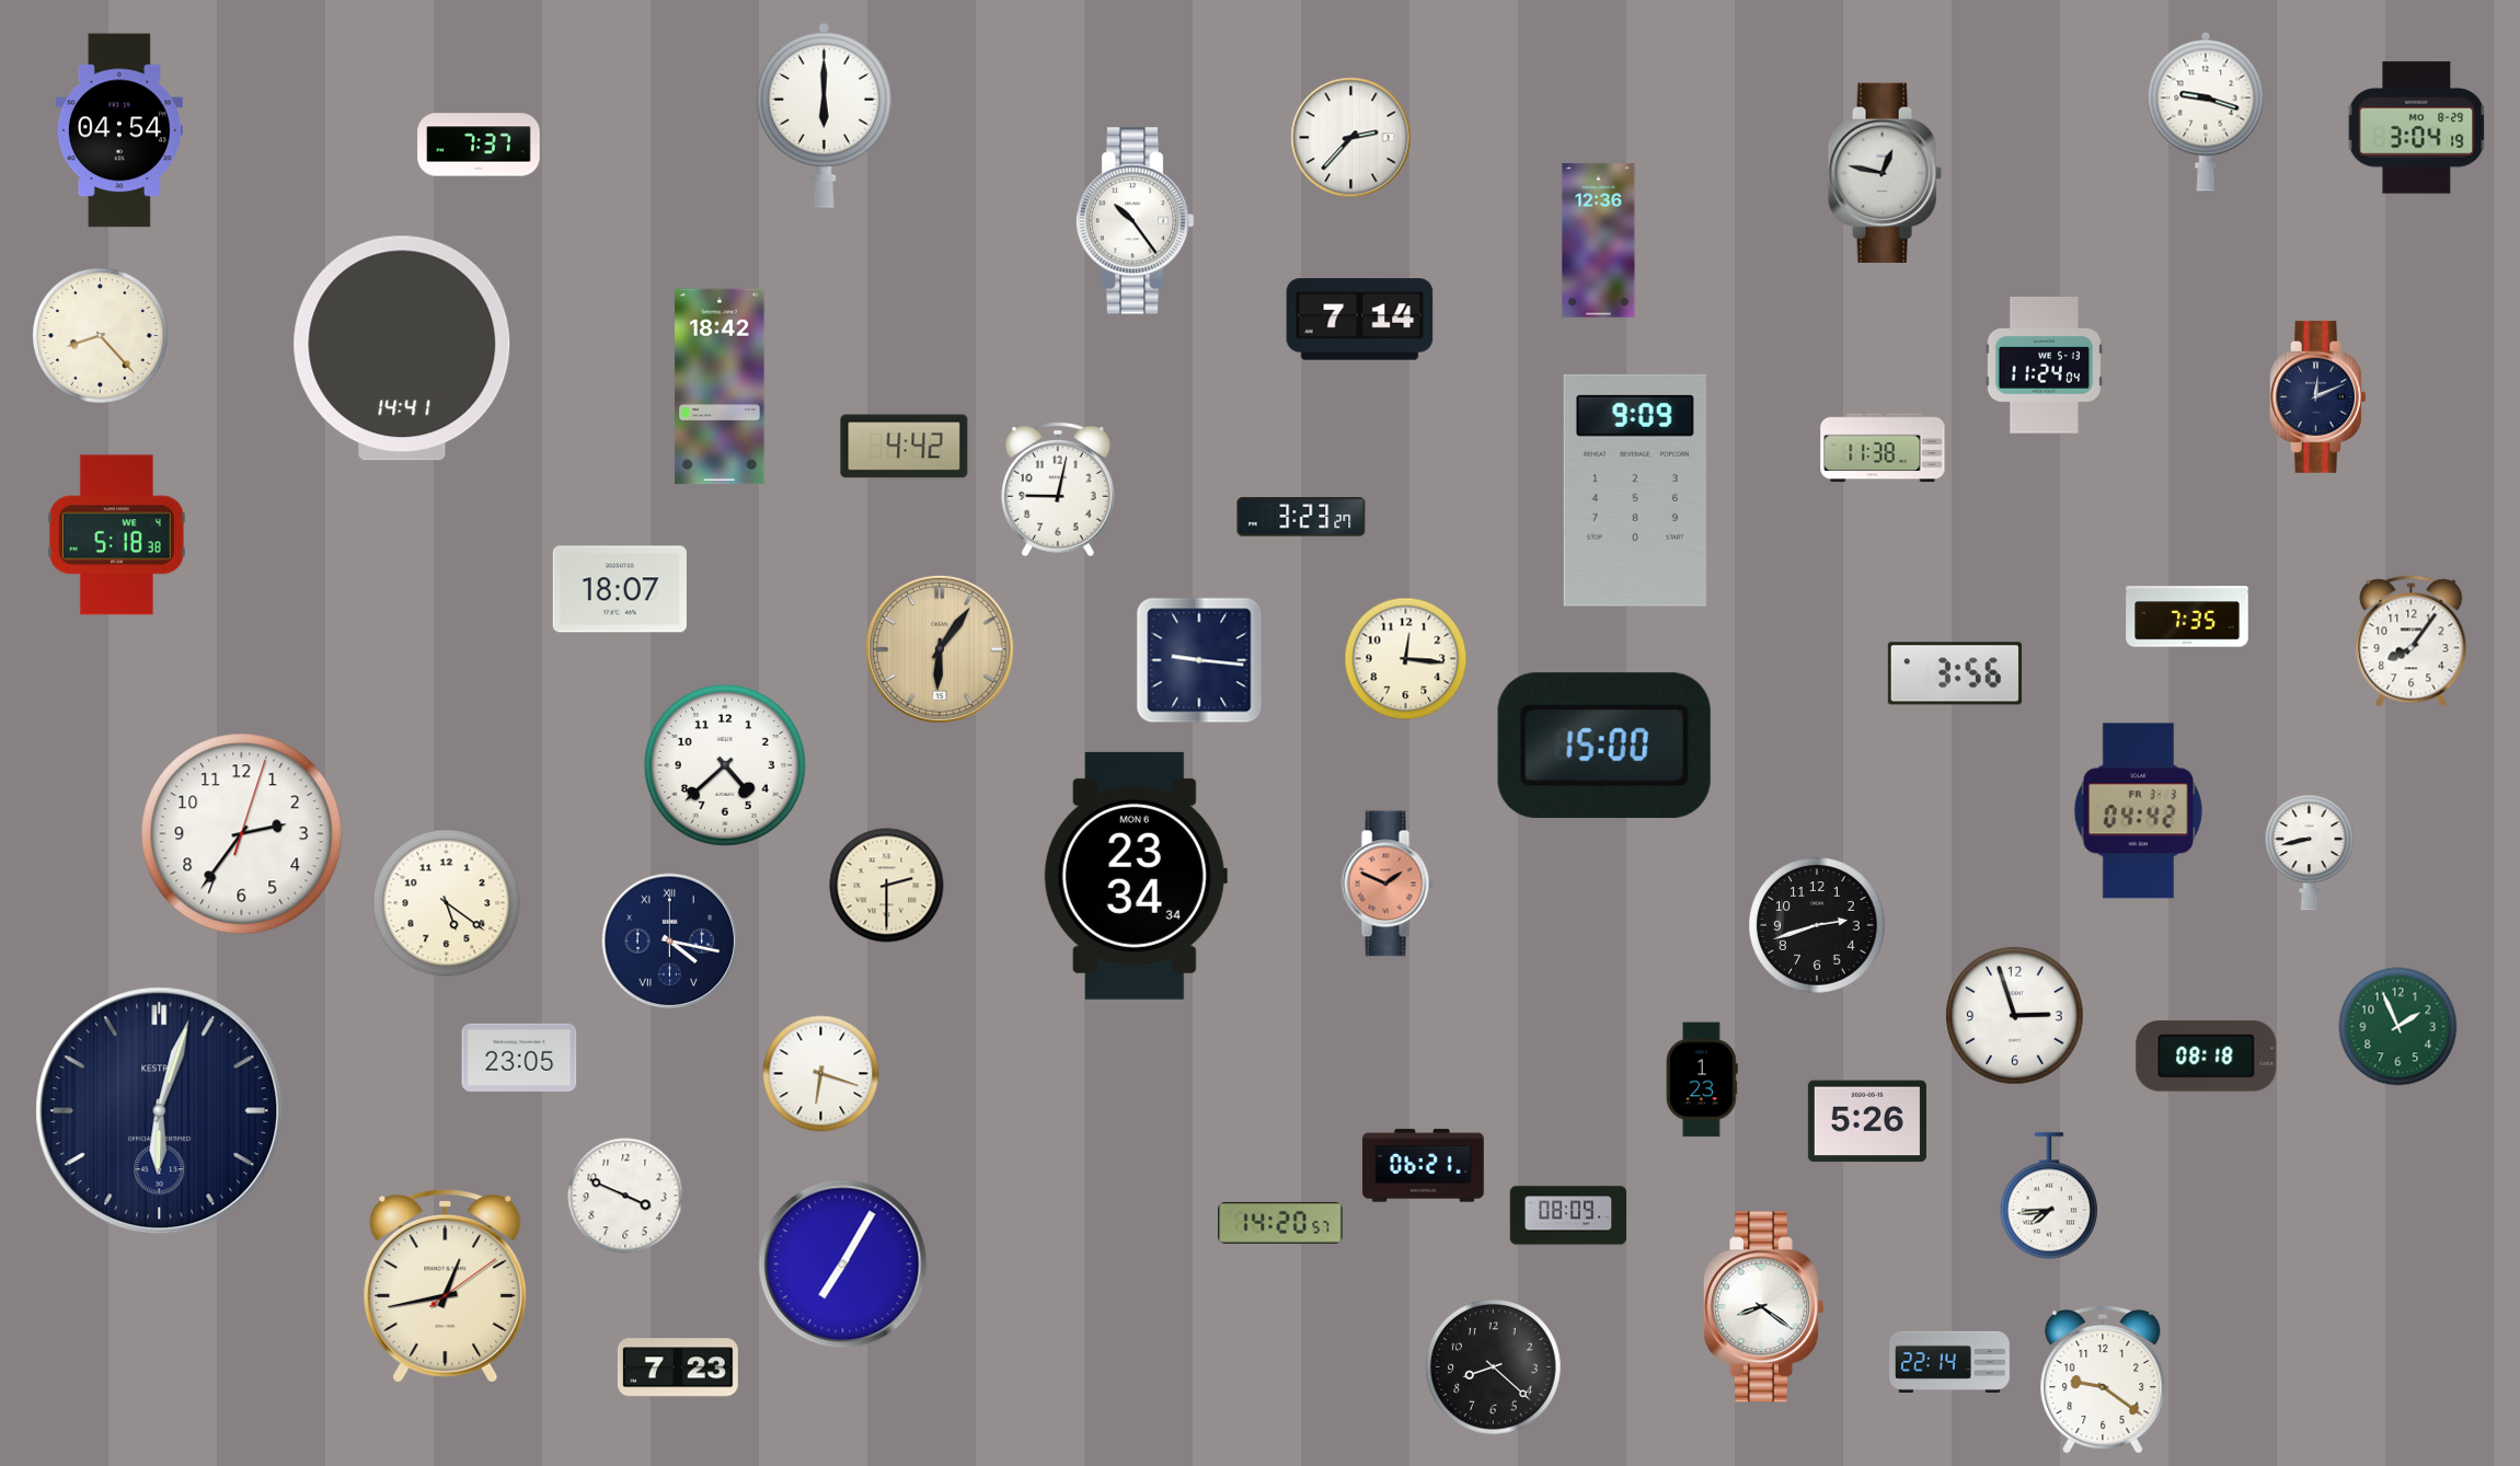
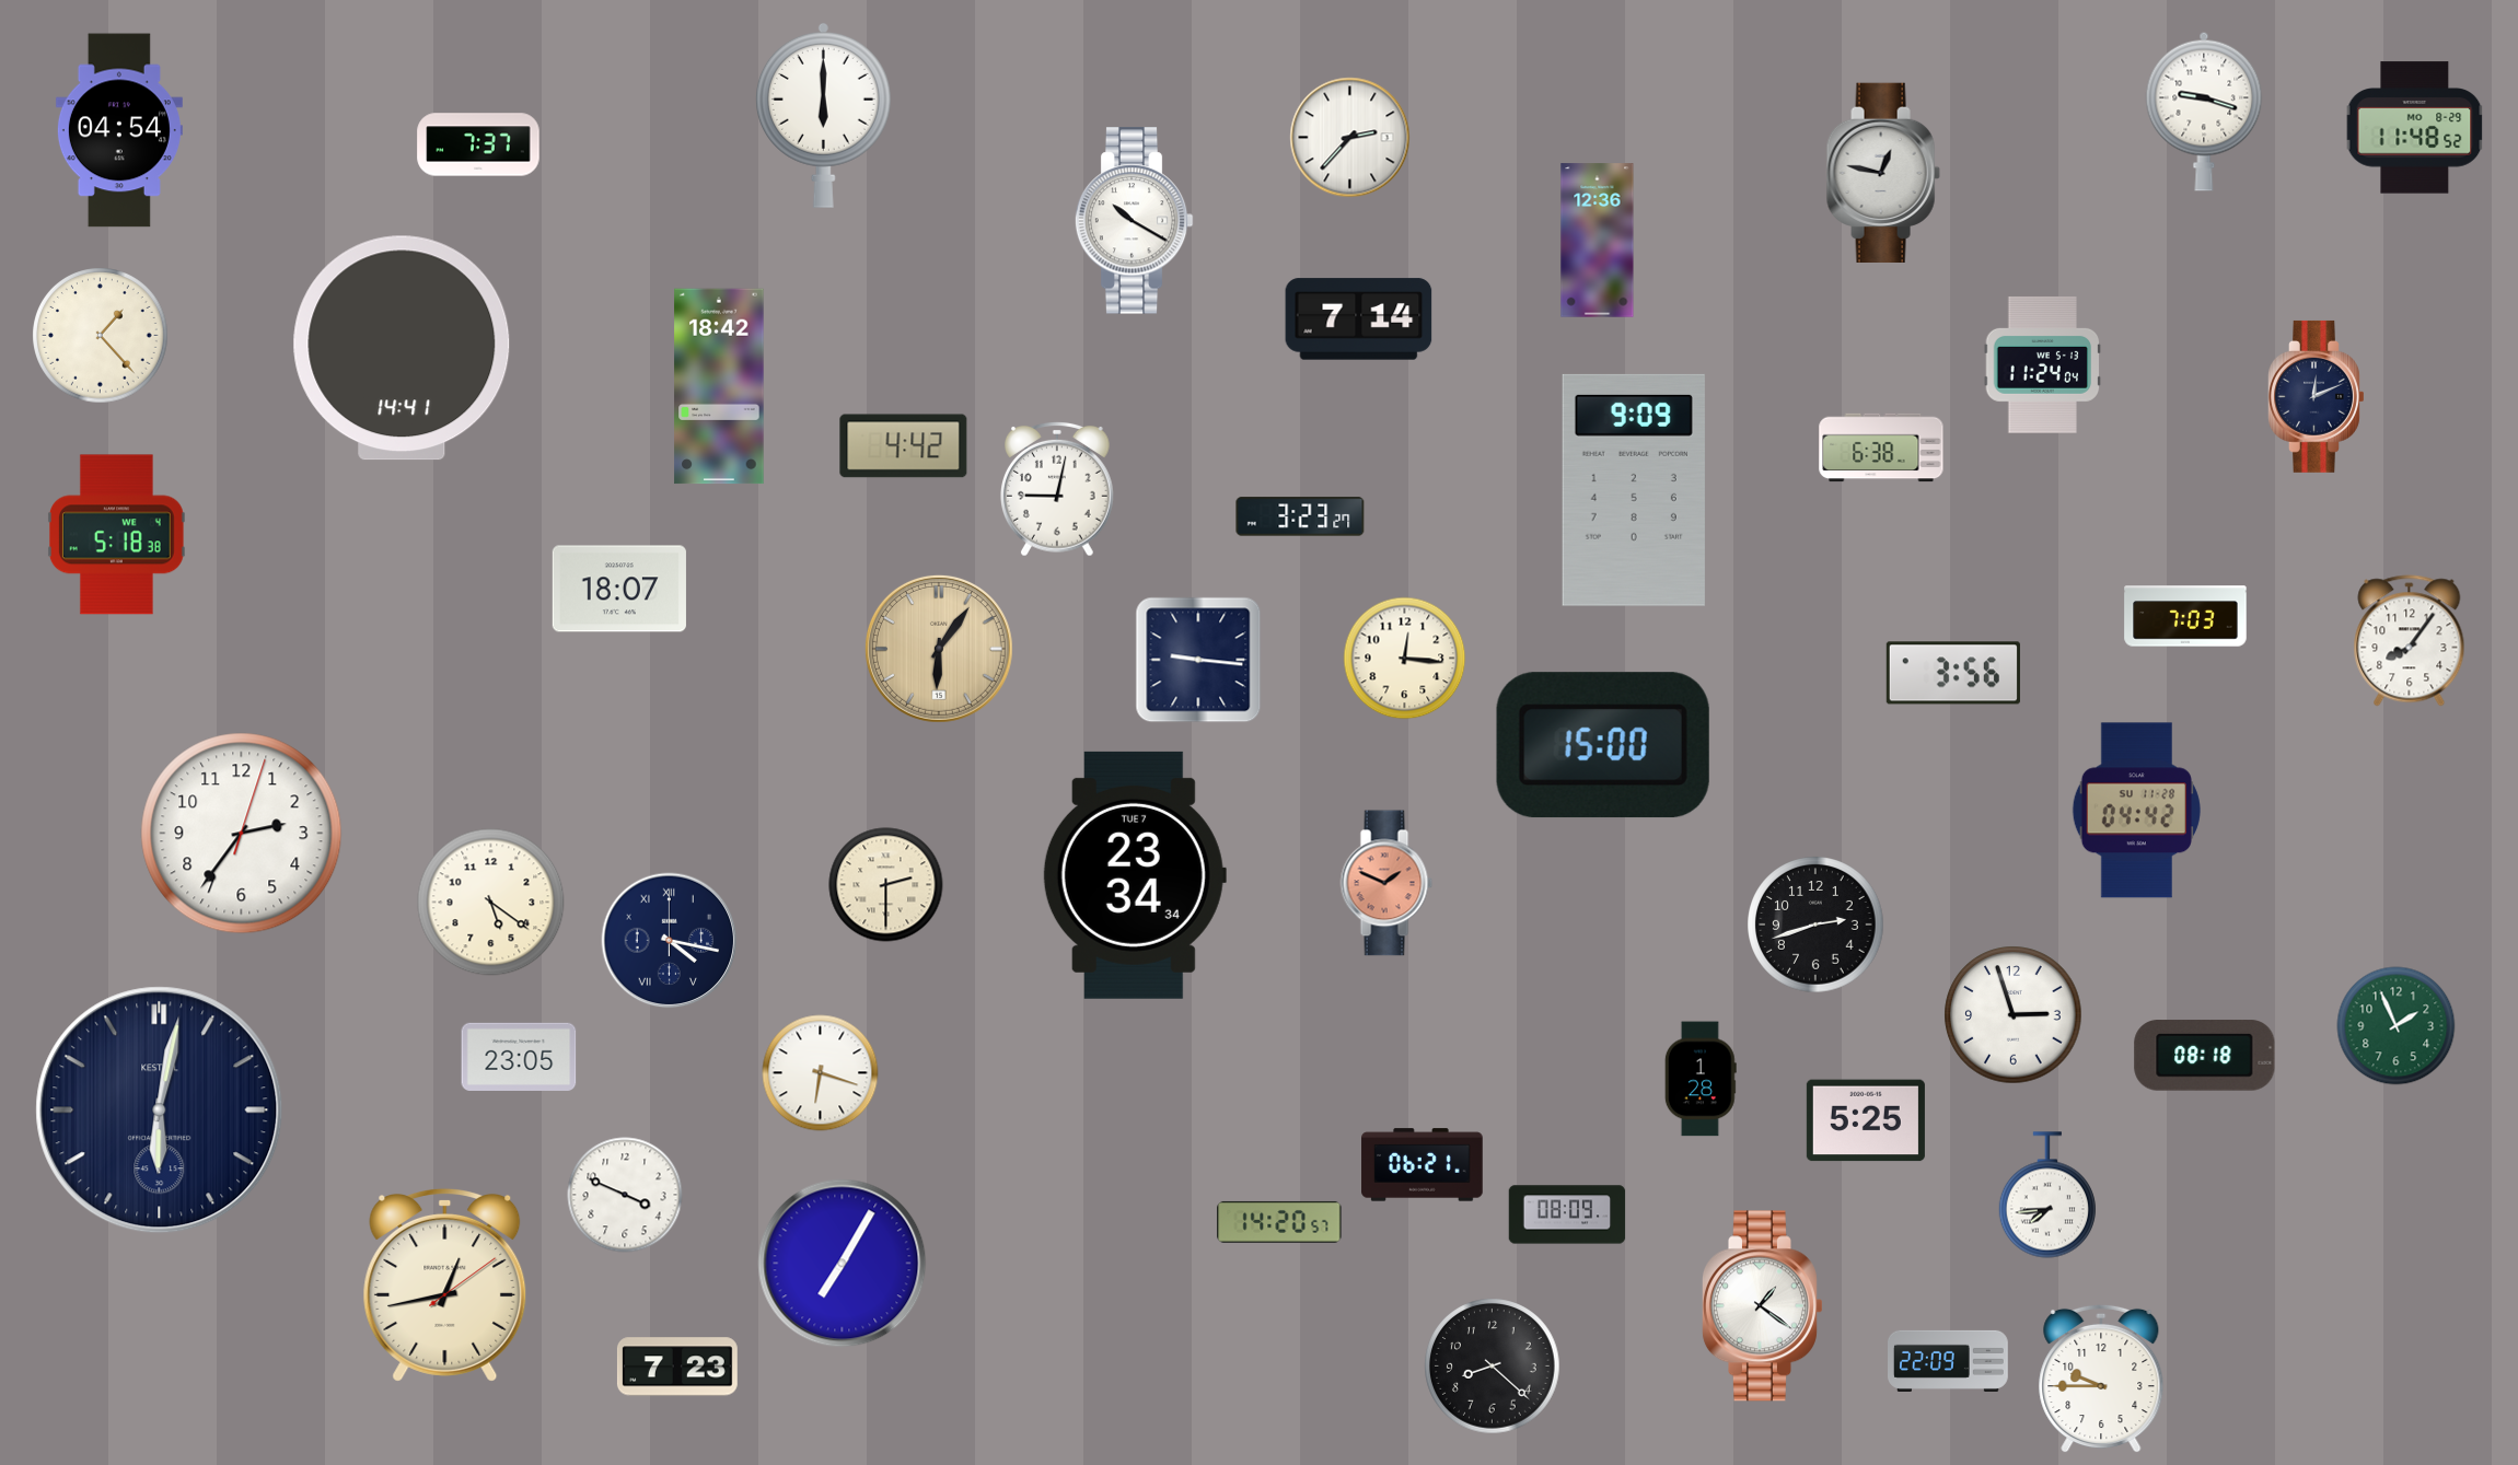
clock at (2417, 128): 3:04 -> 11:48
clock at (1135, 221): 10:24 -> 10:20
clock at (101, 336): 8:23 -> 1:23
clock at (1883, 448): 11:38 -> 6:38
clock at (2187, 616): 7:35 -> 7:03
clock at (725, 765): 4:38 -> none
clock at (2138, 811) date: FR 3-3 -> SU 11-28
clock at (2310, 853): 8:43 -> none
clock at (1136, 876) date: MON 6 -> TUE 7
clock at (447, 903) position: (447, 903) -> (491, 903)
clock at (1702, 1080): 1:23 -> 1:28
clock at (160, 1111): 6:03 -> 6:02
clock at (1867, 1121): 5:26 -> 5:25
clock at (1763, 1307): 8:21 -> 1:21
clock at (1951, 1362): 22:14 -> 22:09
clock at (2103, 1380): 9:21 -> 9:45
